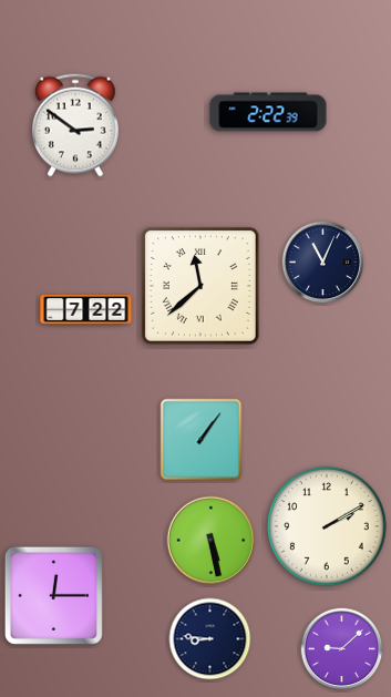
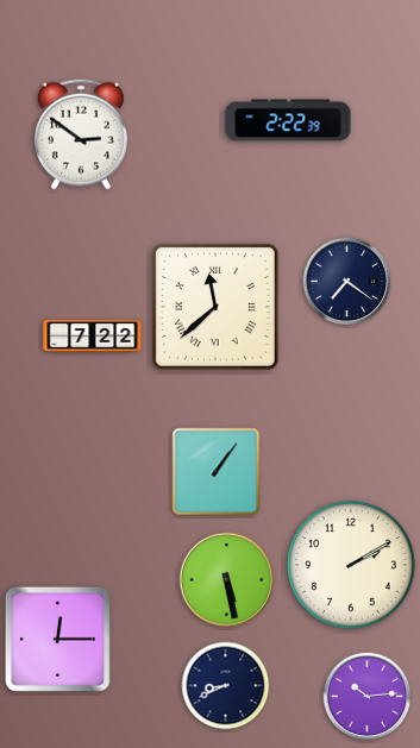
clock at (323, 263): 11:04 -> 7:21
clock at (86, 310) position: (86, 310) -> (93, 337)
clock at (210, 639): 8:46 -> 8:41
clock at (342, 649): 9:08 -> 10:14
